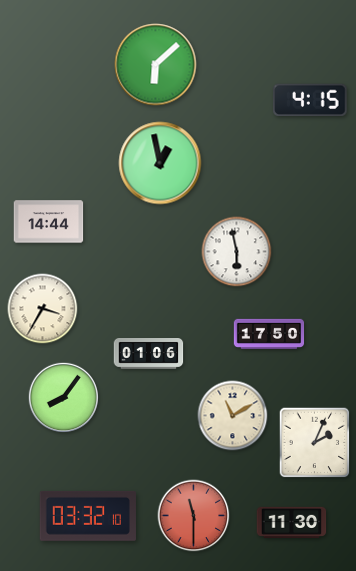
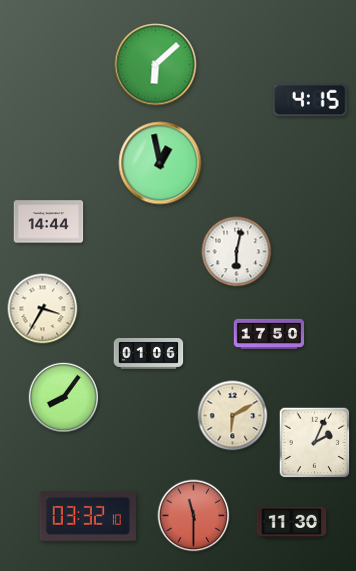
clock at (237, 252): 5:58 -> 6:02
clock at (233, 416): 11:10 -> 6:10
